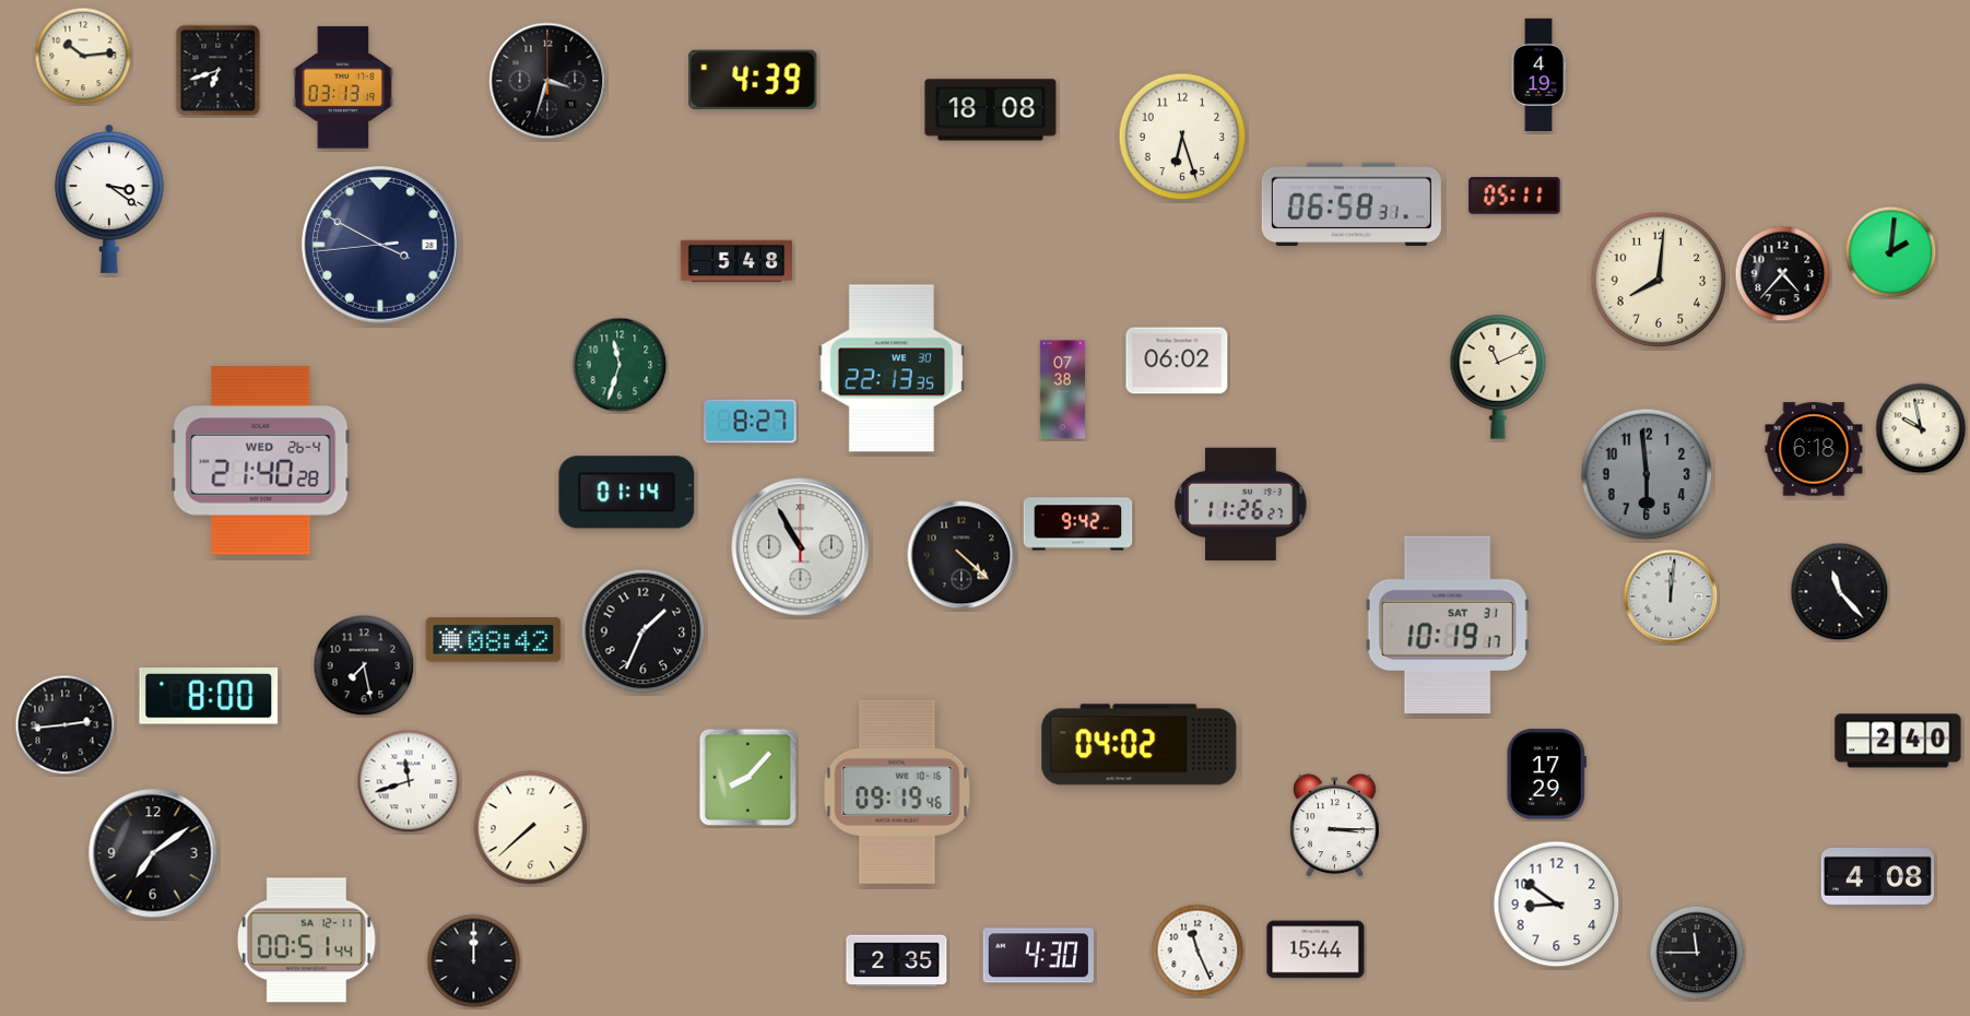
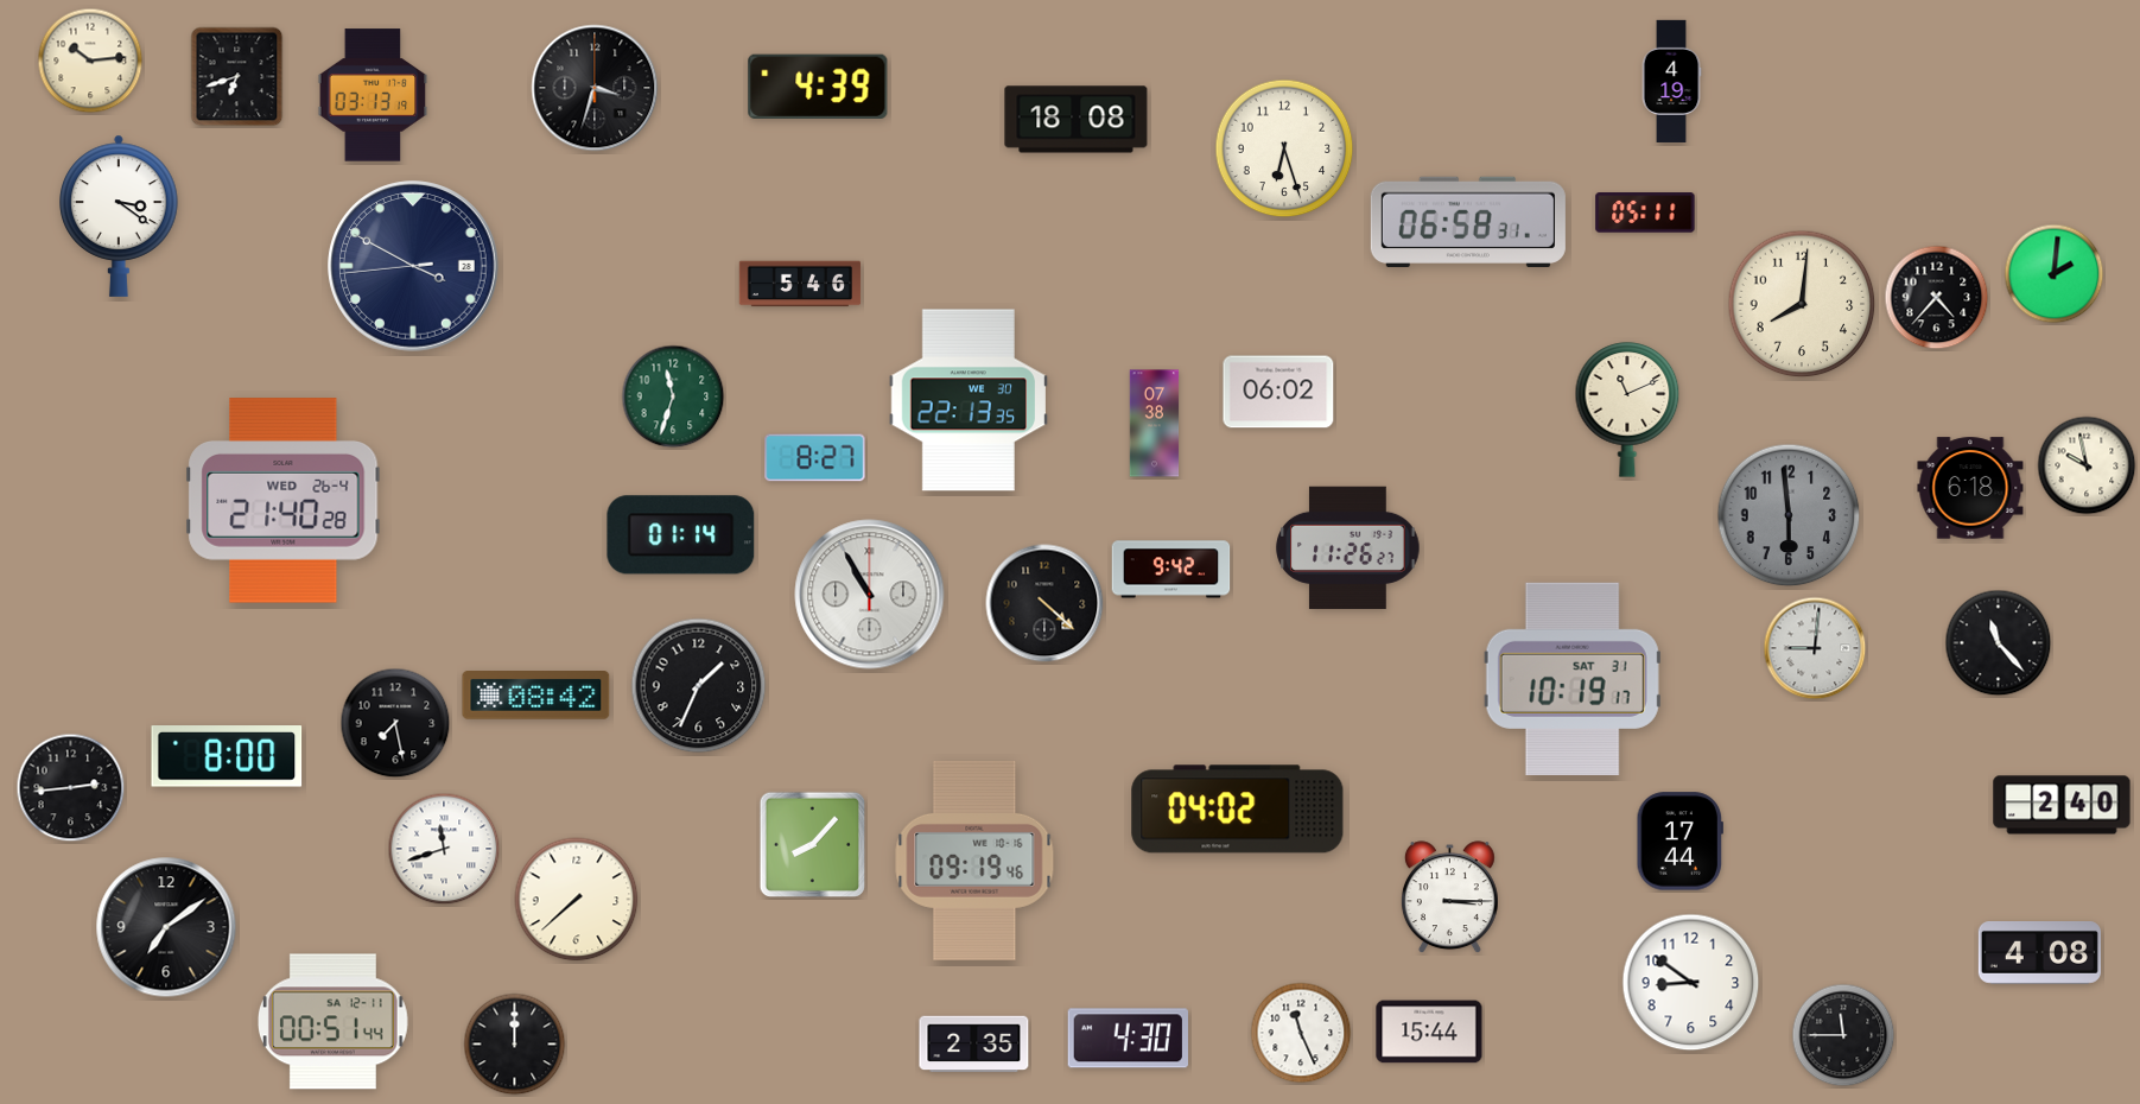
clock at (736, 261): 5:48 -> 5:46
clock at (1671, 596): 12:01 -> 9:01
clock at (1546, 775): 17:29 -> 17:44
